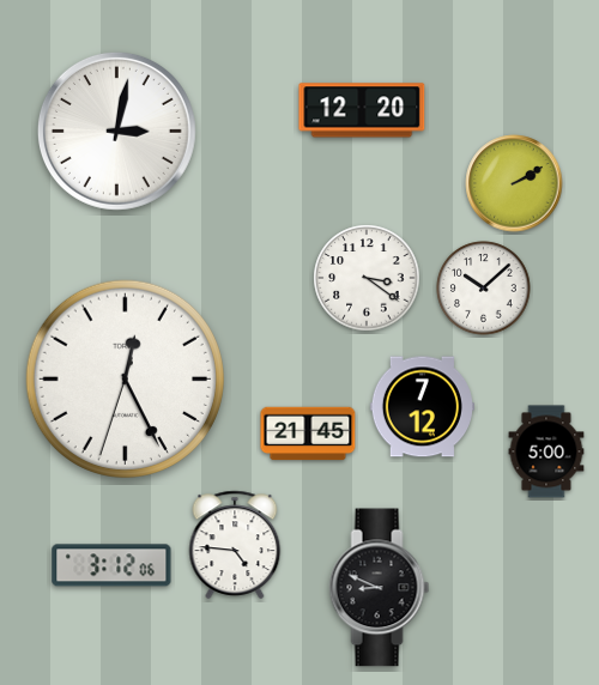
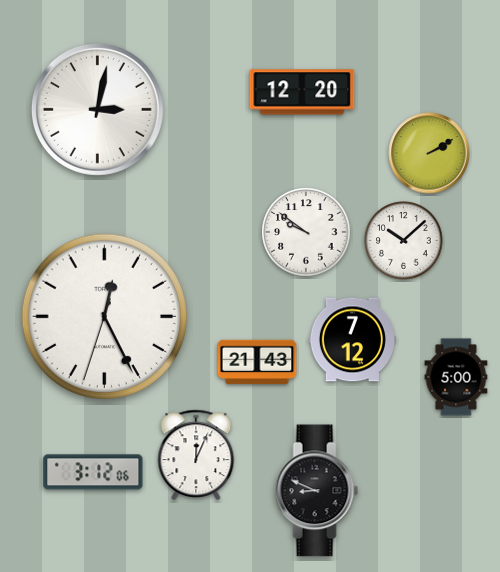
clock at (367, 278): 3:21 -> 9:51
clock at (308, 434): 21:45 -> 21:43
clock at (235, 545): 4:46 -> 12:04
